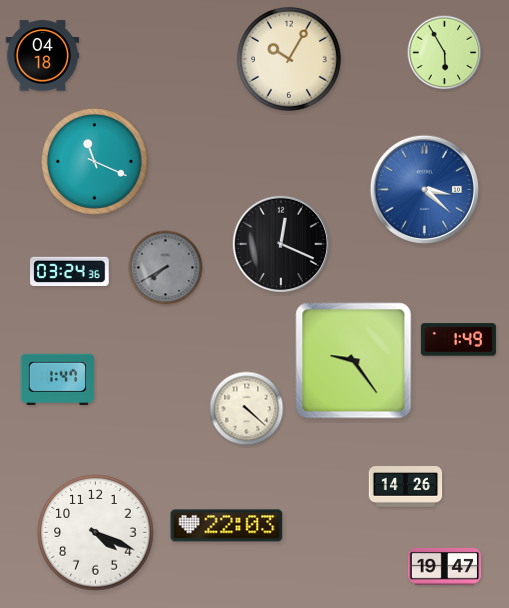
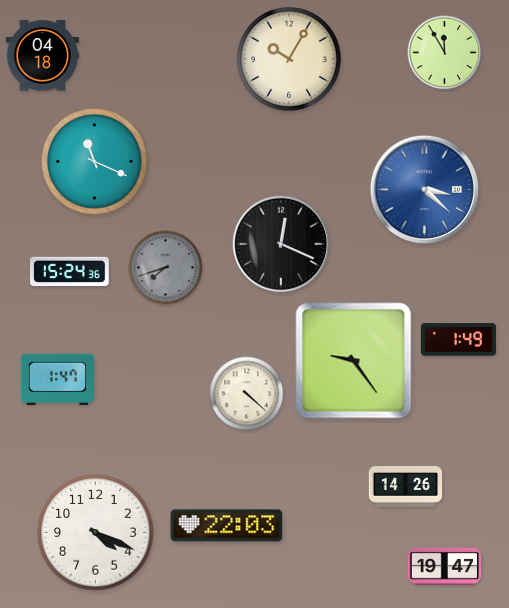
clock at (445, 53): 5:55 -> 11:55
clock at (166, 268): 7:40 -> 7:42
clock at (70, 272): 03:24 -> 15:24
clock at (247, 409) position: (247, 409) -> (247, 394)
